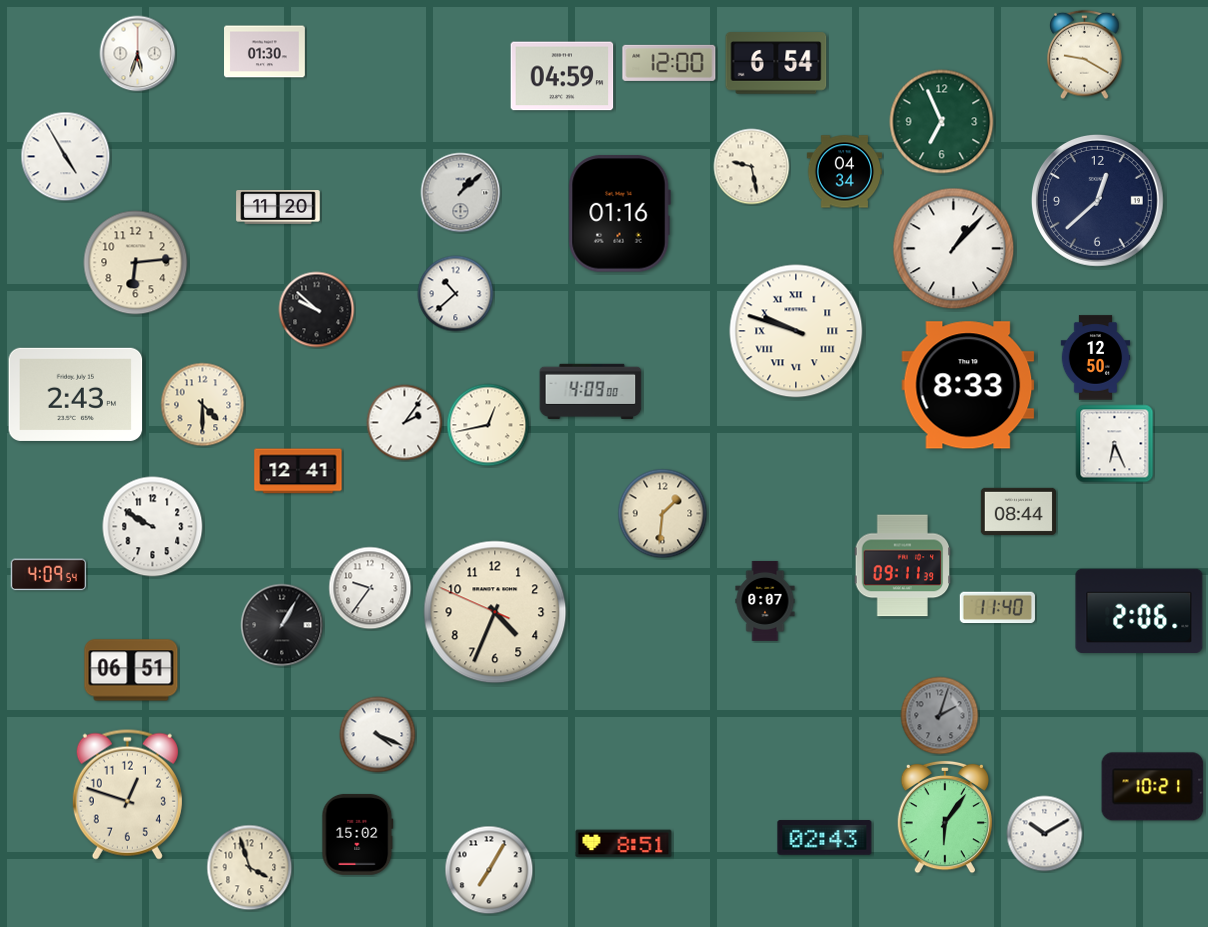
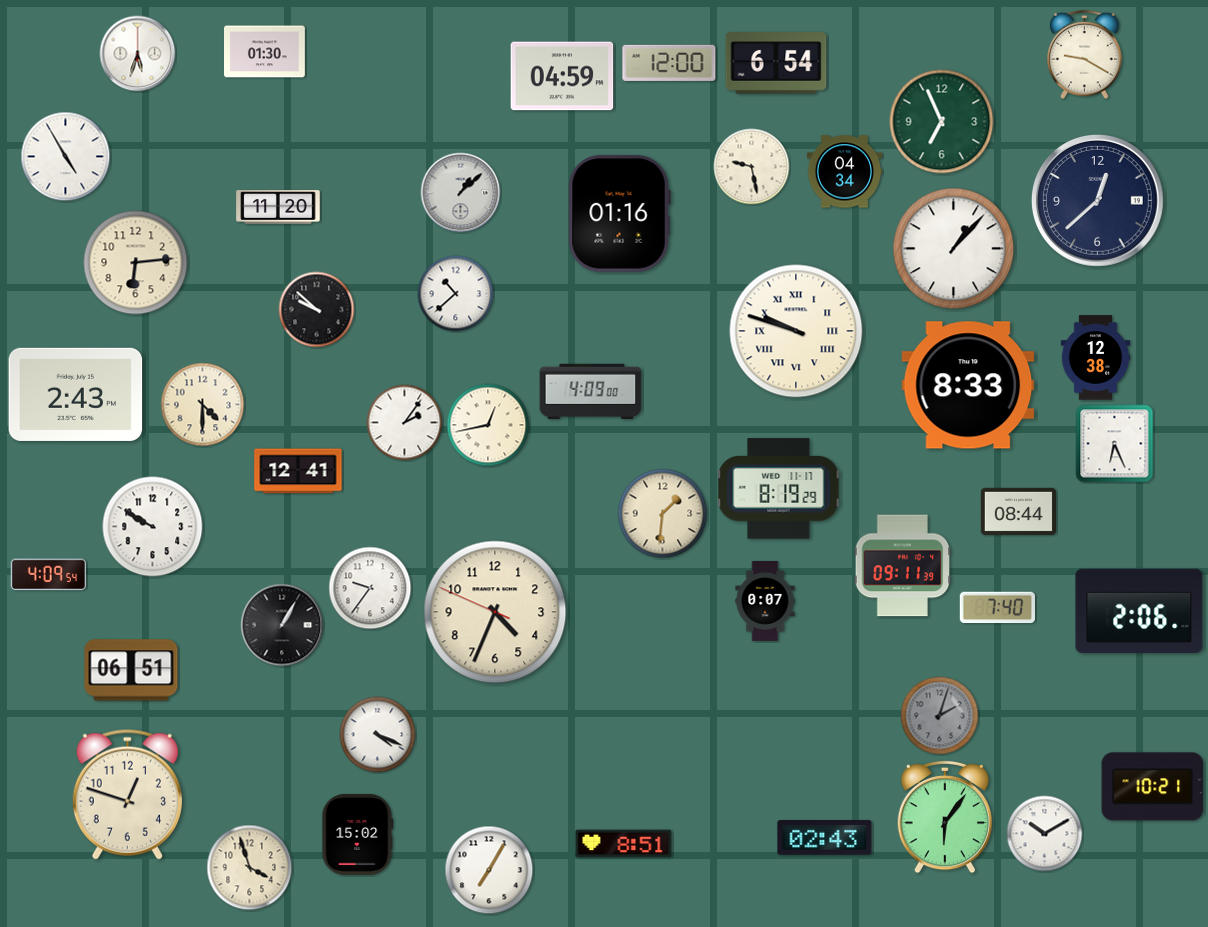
clock at (1096, 358): 12:50 -> 12:38
clock at (779, 489): none -> 8:19
clock at (997, 608): 11:40 -> 7:40
